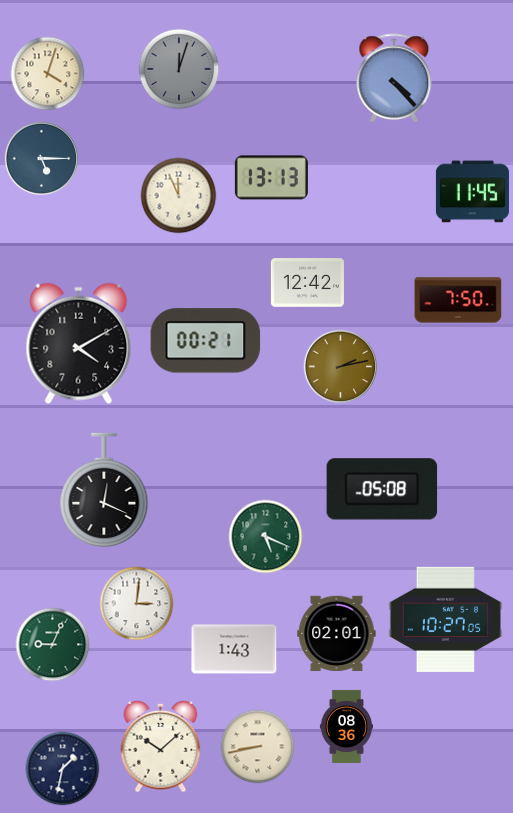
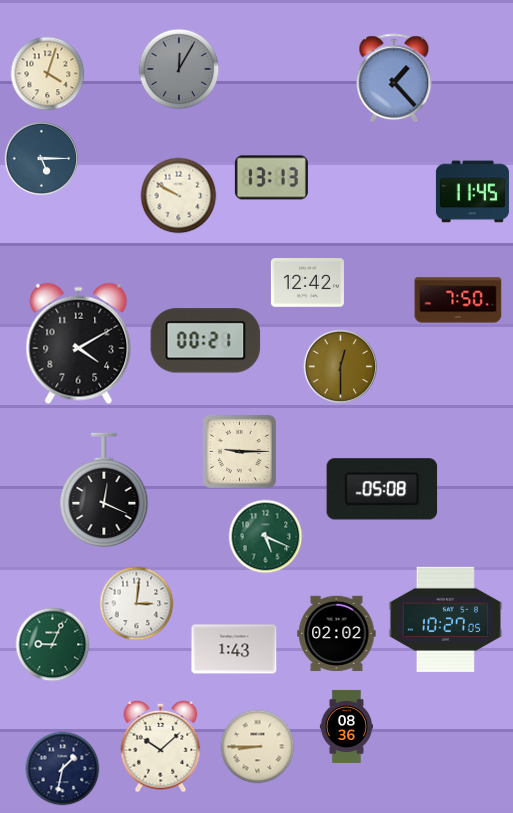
clock at (179, 69): 12:03 -> 12:05
clock at (394, 79): 4:23 -> 1:23
clock at (179, 196): 11:56 -> 9:50
clock at (341, 367): 2:13 -> 12:30
clock at (239, 451): none -> 9:15
clock at (337, 634): 02:01 -> 02:02
clock at (258, 747): 8:43 -> 8:45
